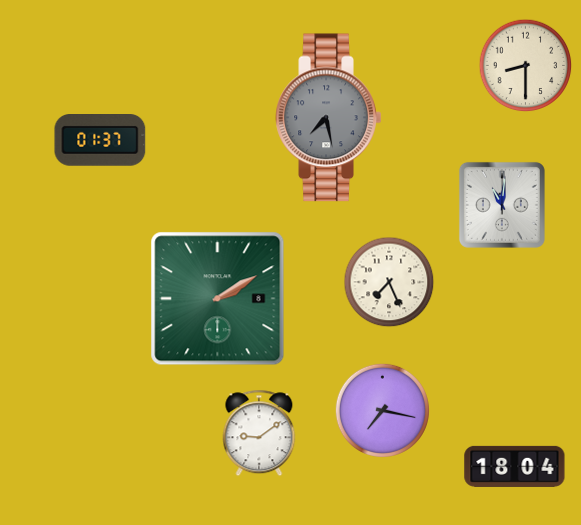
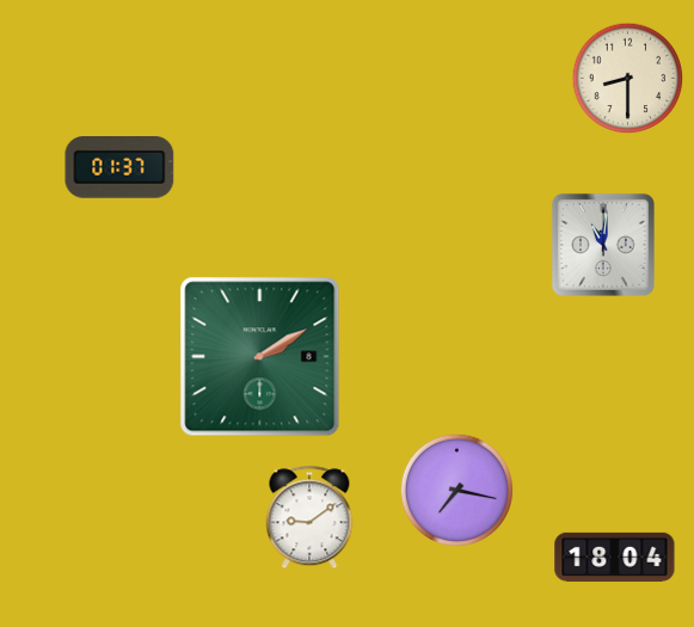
clock at (329, 118): 7:28 -> none
clock at (502, 205) position: (502, 205) -> (603, 245)
clock at (389, 282): 7:26 -> none
